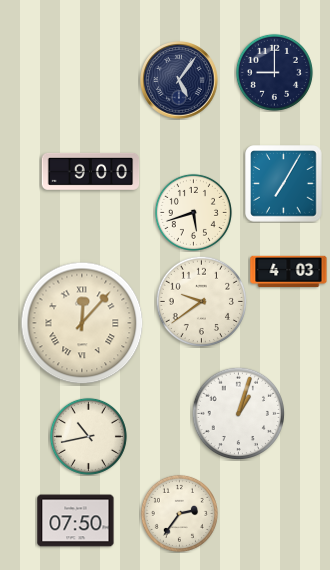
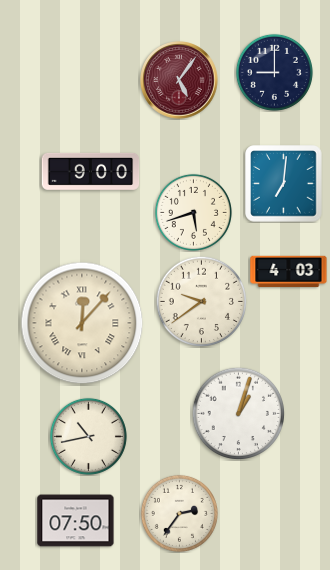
clock at (179, 80) dial: navy -> burgundy
clock at (284, 184): 7:05 -> 7:01
